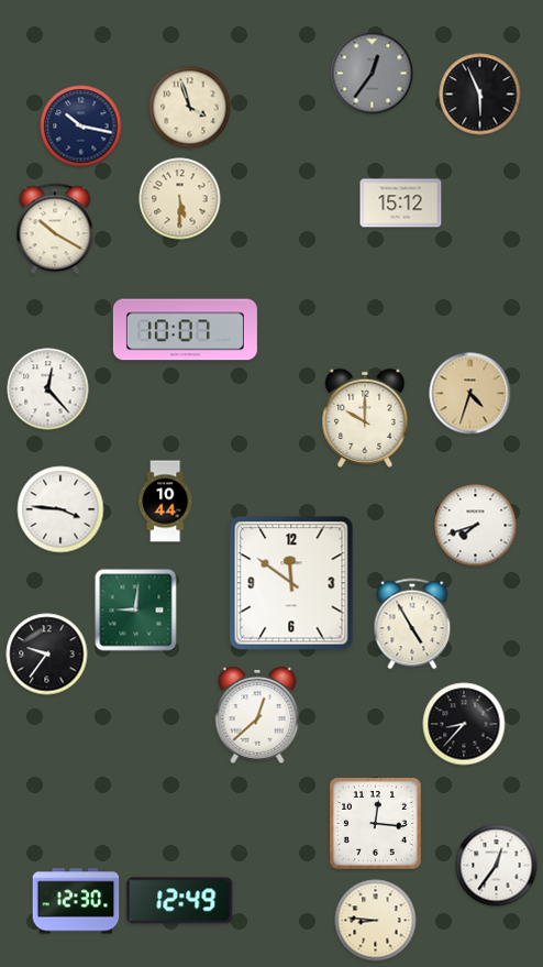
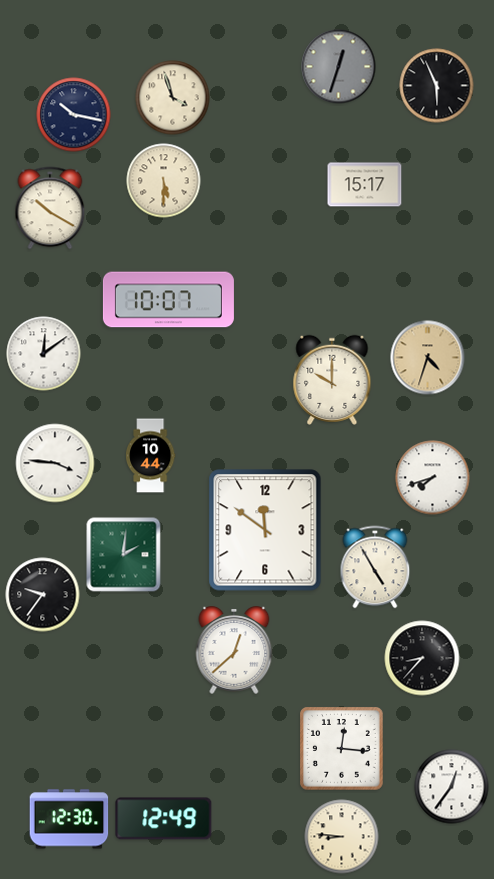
clock at (373, 74): 12:36 -> 12:33
clock at (401, 204): 15:12 -> 15:17
clock at (48, 389): 12:23 -> 12:09
clock at (136, 611): 9:01 -> 2:01
